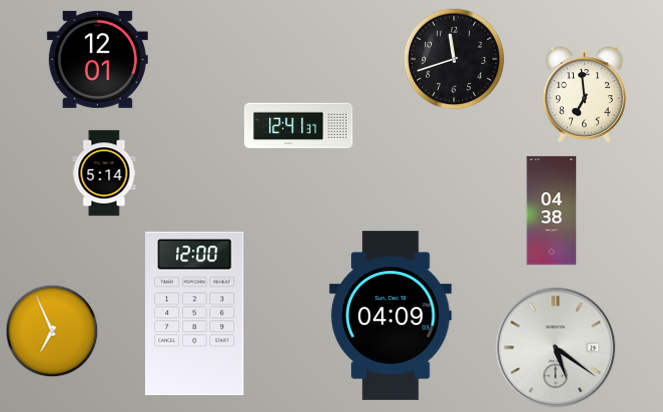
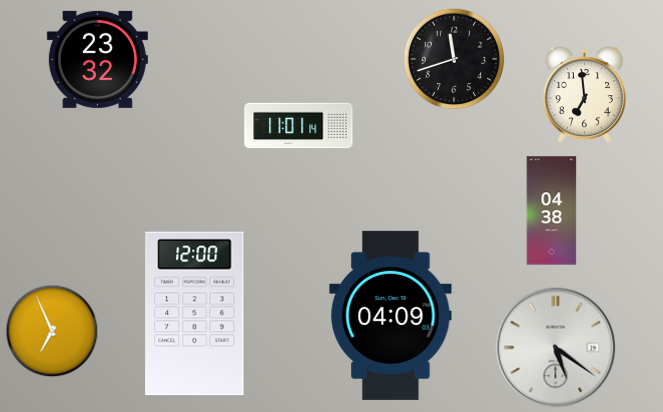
clock at (97, 59): 12:01 -> 23:32
clock at (299, 126): 12:41 -> 11:01
clock at (104, 173): 5:14 -> none
